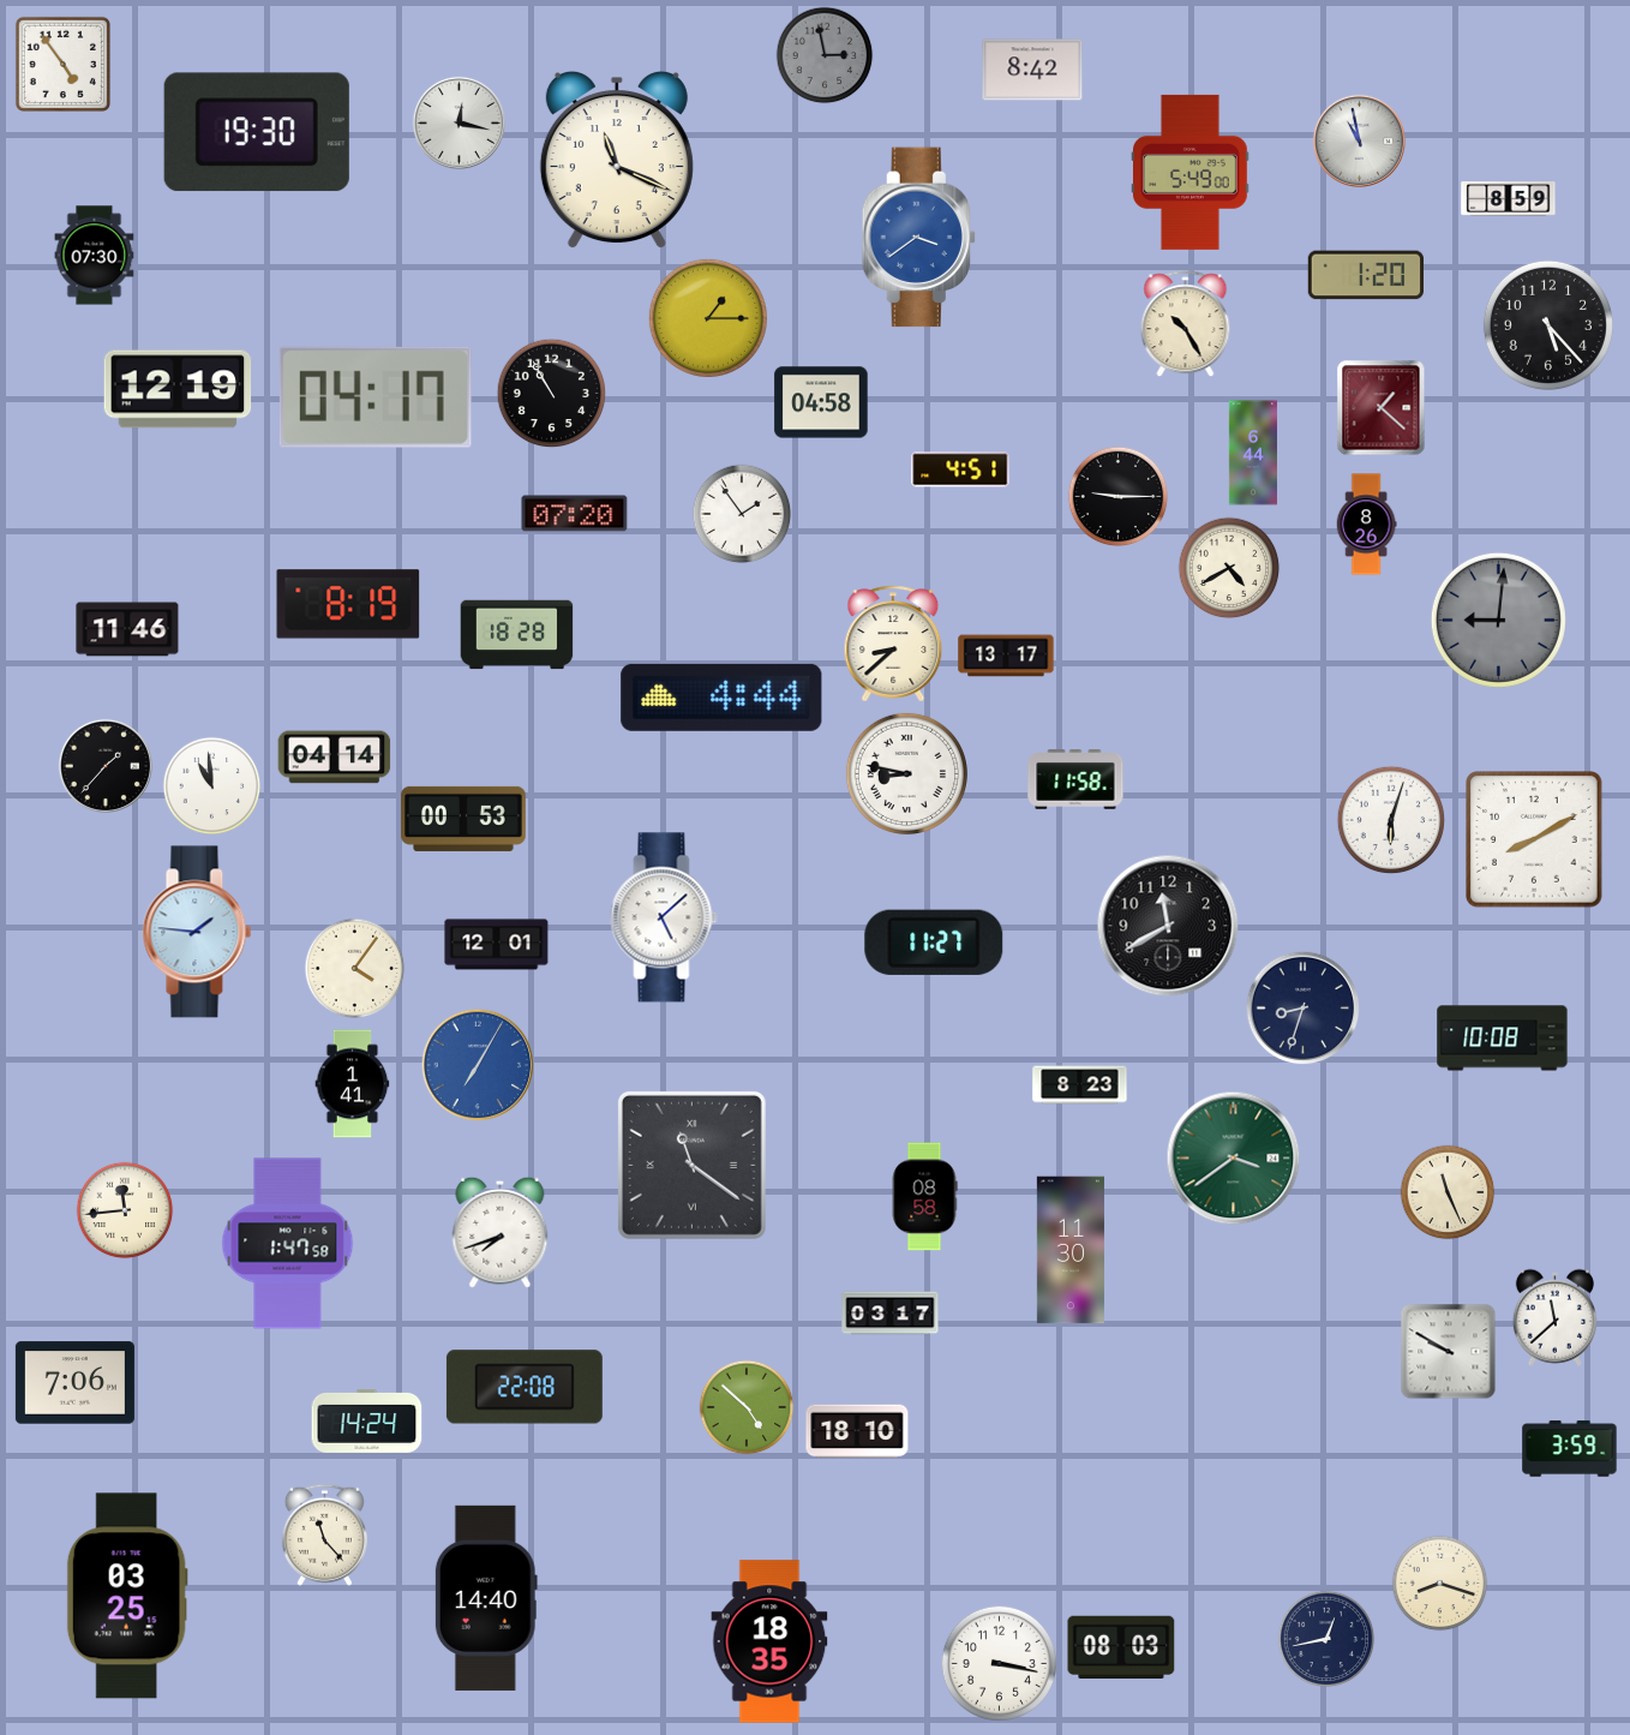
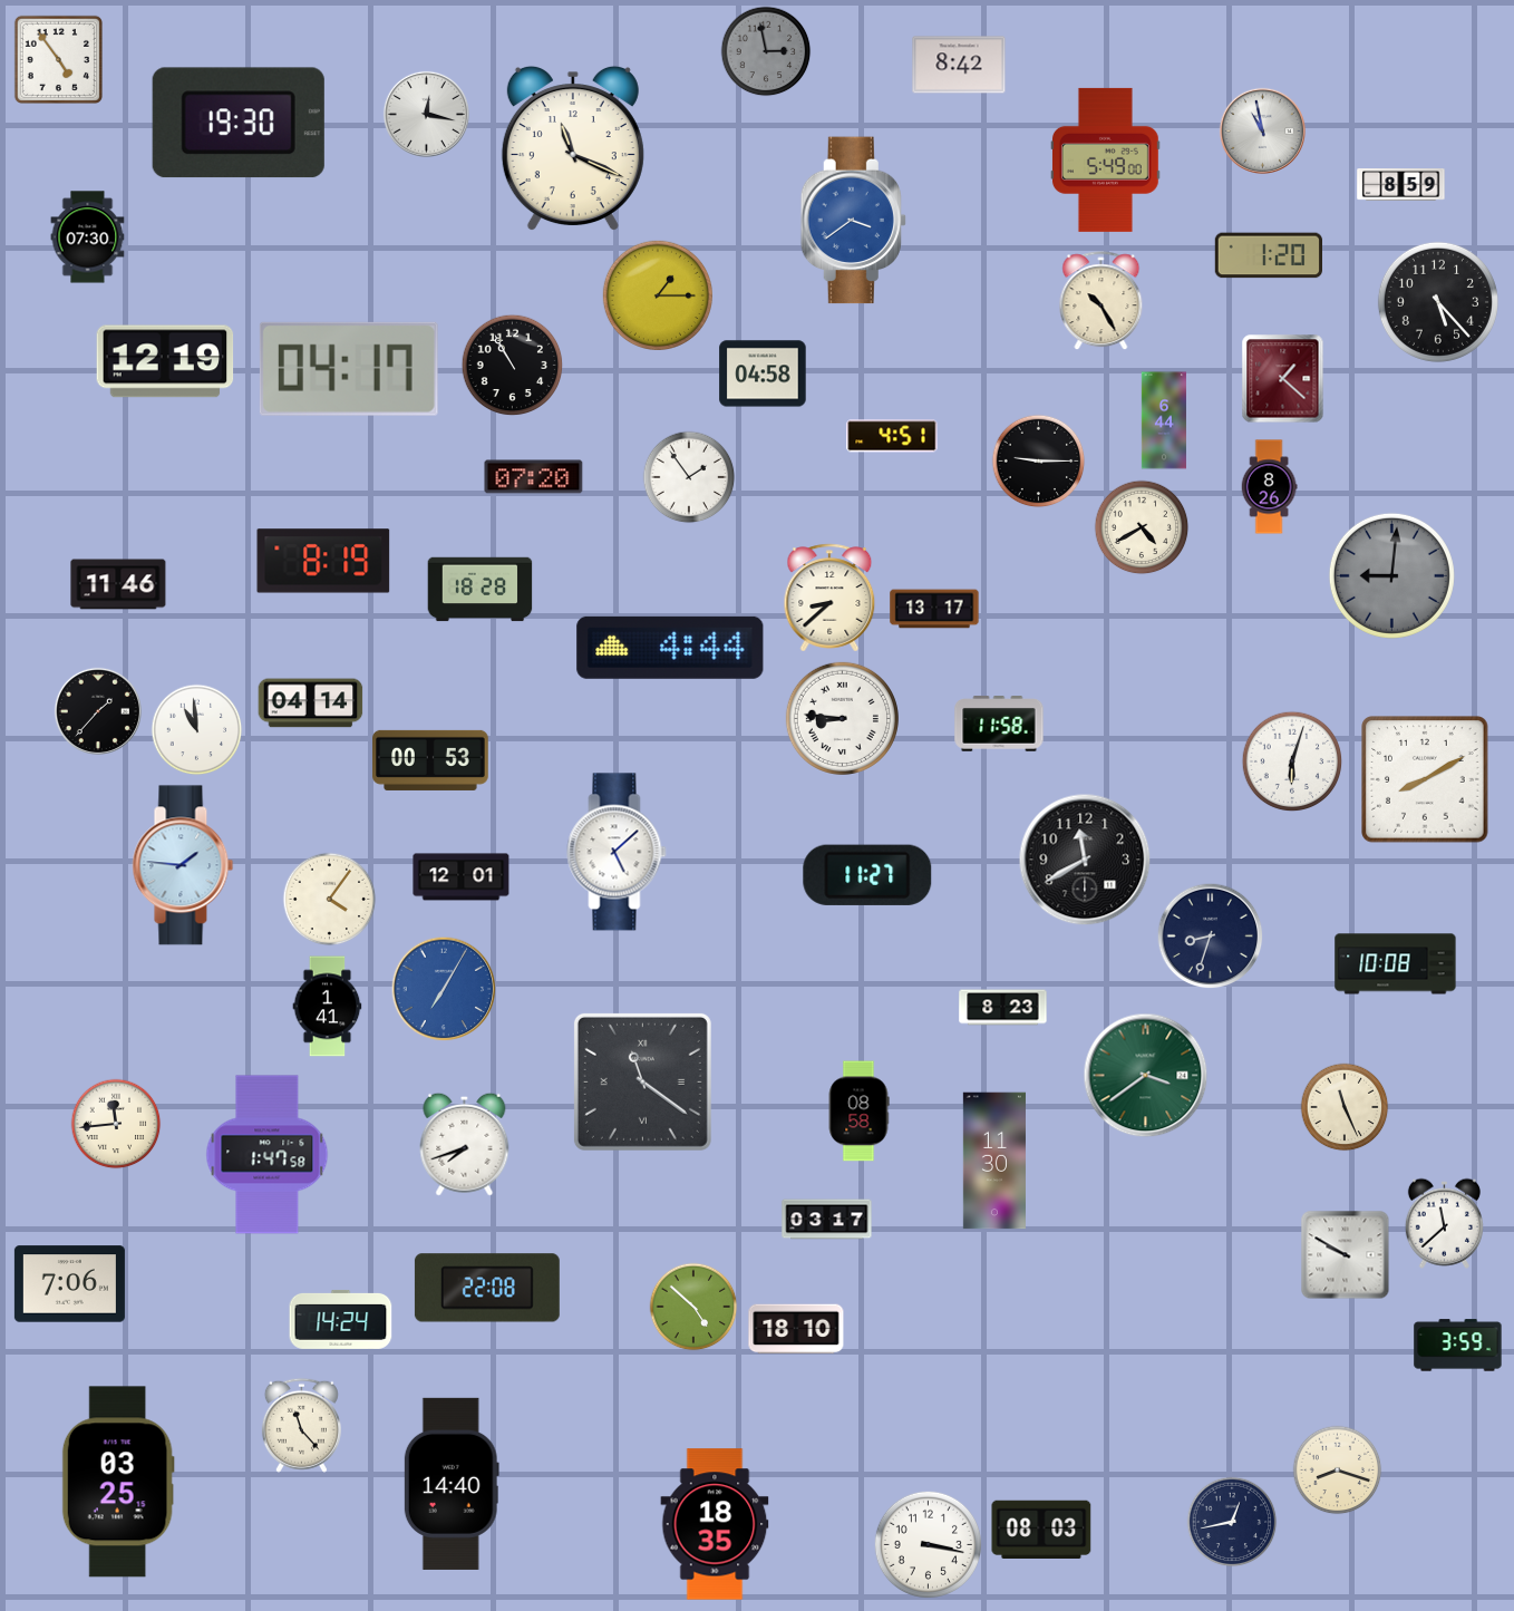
clock at (906, 773): 8:47 -> 8:46
